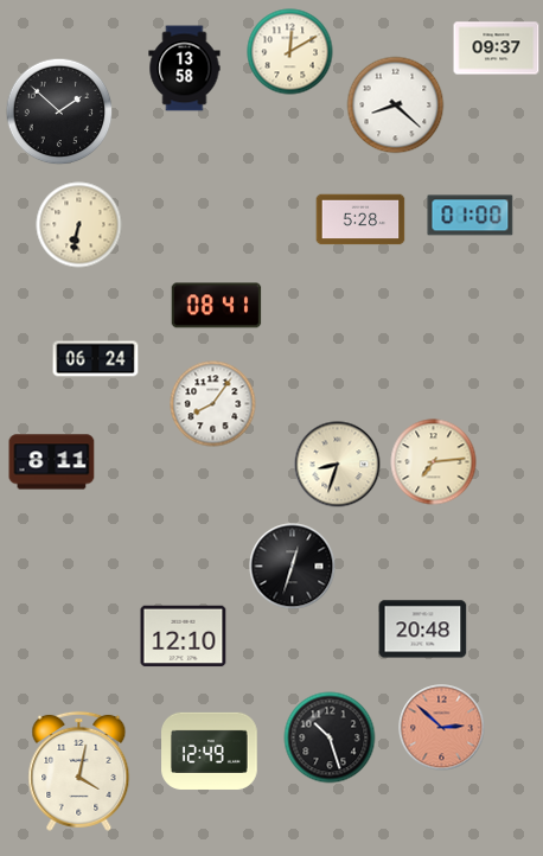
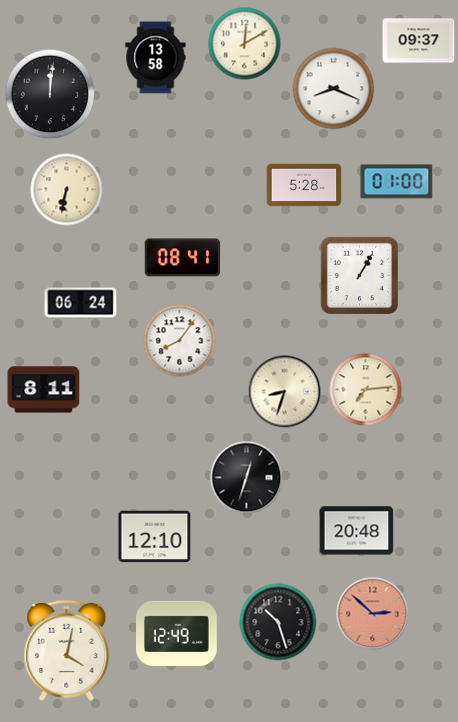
clock at (396, 106): 8:22 -> 8:19
clock at (59, 111): 1:52 -> 12:01
clock at (359, 275): none -> 1:05
